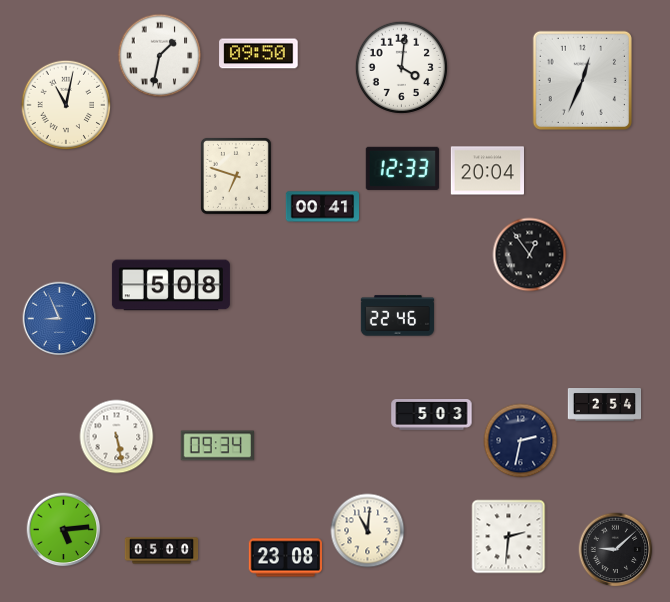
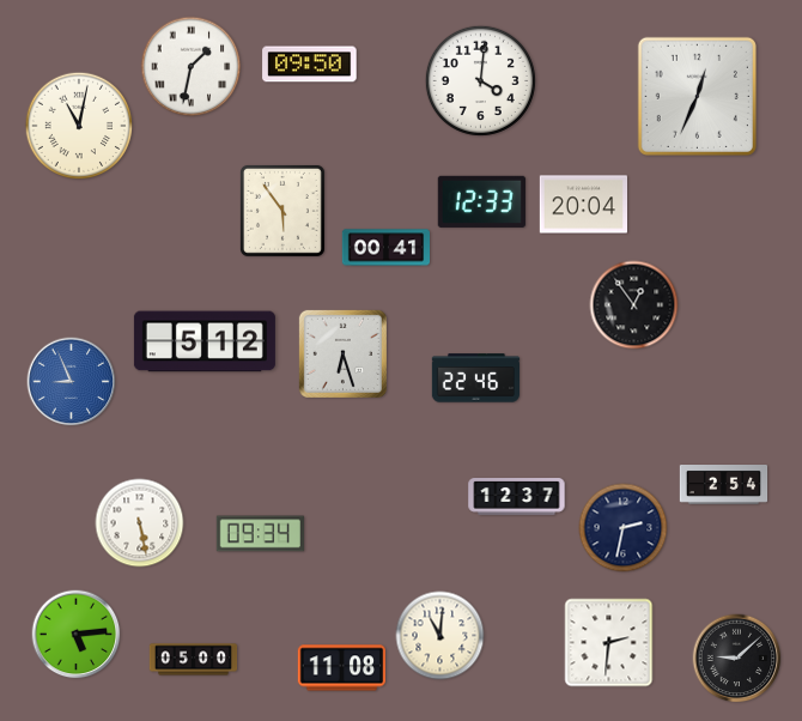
clock at (236, 176): 6:48 -> 5:54
clock at (171, 285): 5:08 -> 5:12
clock at (342, 353): none -> 6:27
clock at (432, 415): 5:03 -> 12:37
clock at (285, 558): 23:08 -> 11:08
